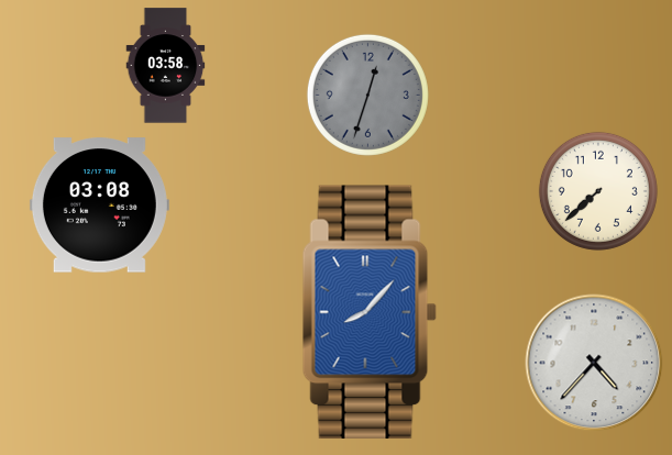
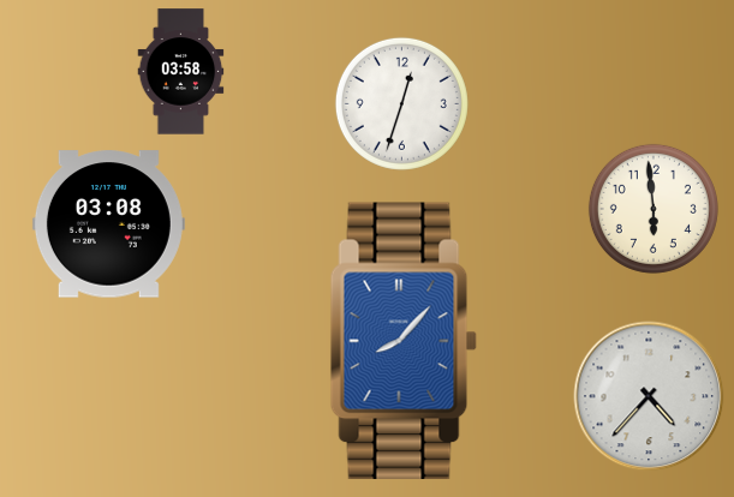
clock at (367, 95) dial: grey -> white
clock at (598, 191): 7:38 -> 5:59
